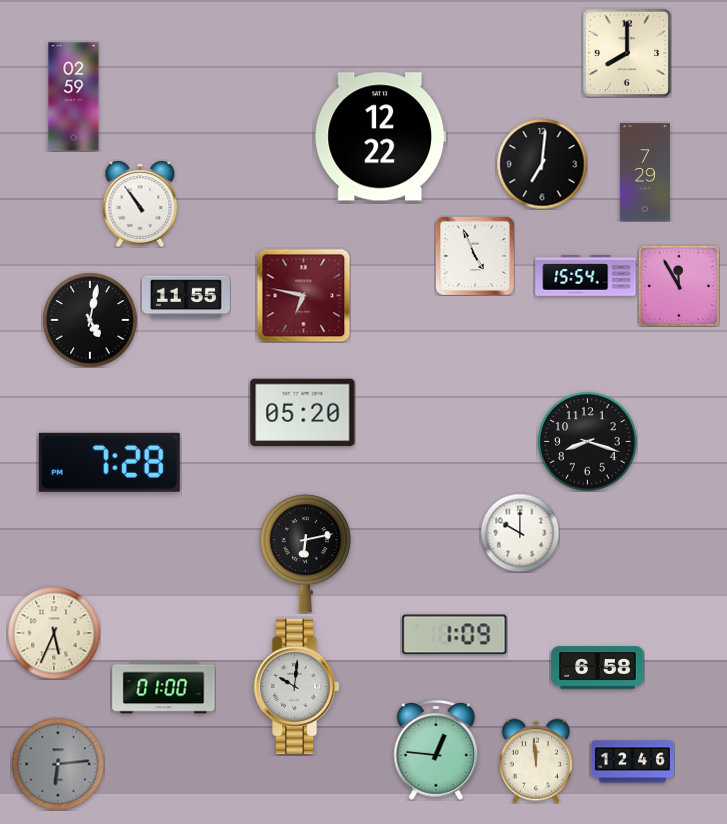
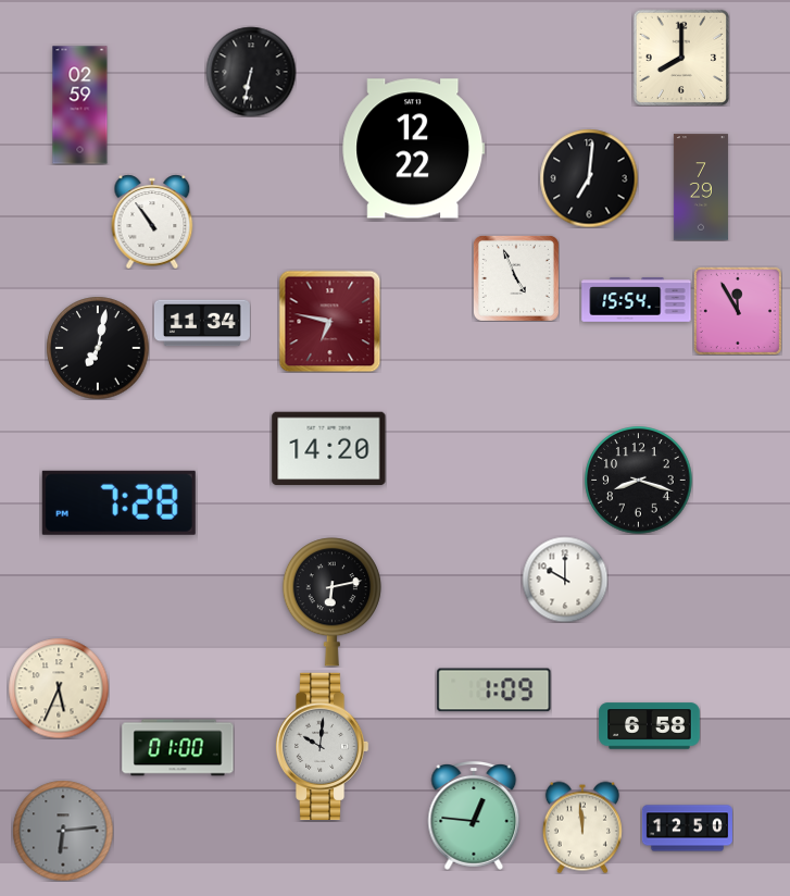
clock at (251, 72): none -> 6:32
clock at (186, 297): 11:55 -> 11:34
clock at (90, 320): 5:02 -> 7:02
clock at (303, 413): 05:20 -> 14:20
clock at (632, 762): 12:46 -> 12:50
